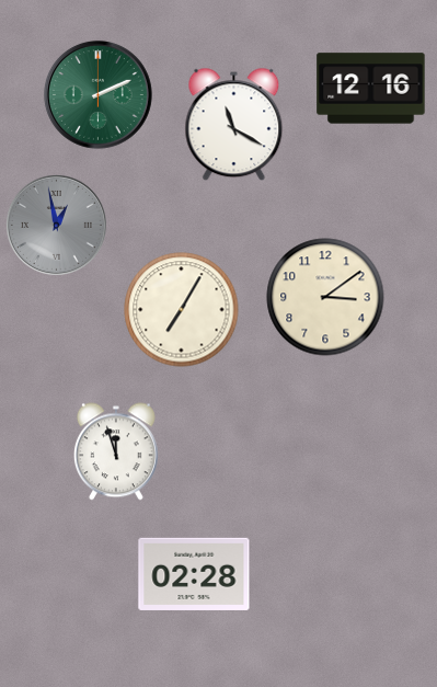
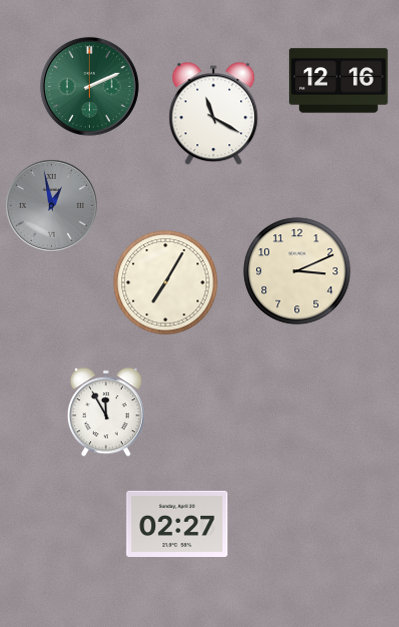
clock at (325, 297): 3:09 -> 3:11
clock at (116, 451): 11:57 -> 11:55
clock at (194, 574): 02:28 -> 02:27
